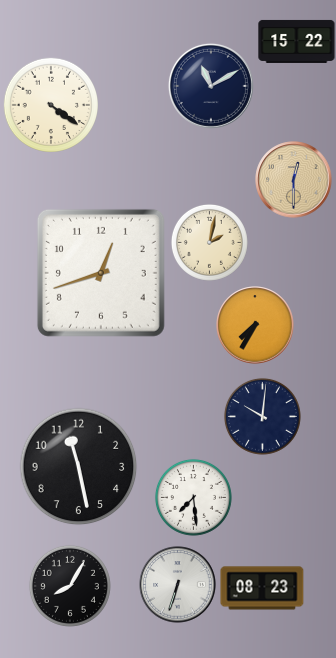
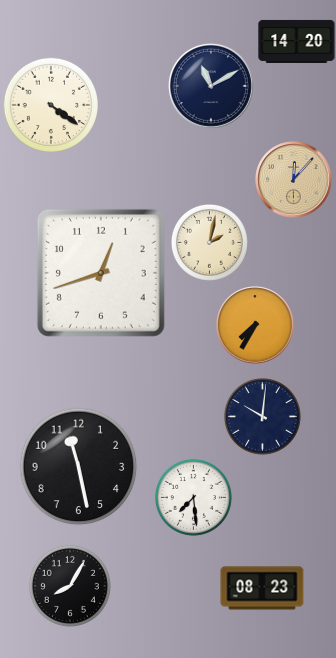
clock at (297, 41): 15:22 -> 14:20
clock at (294, 180): 12:30 -> 12:07
clock at (178, 585): 6:33 -> none
